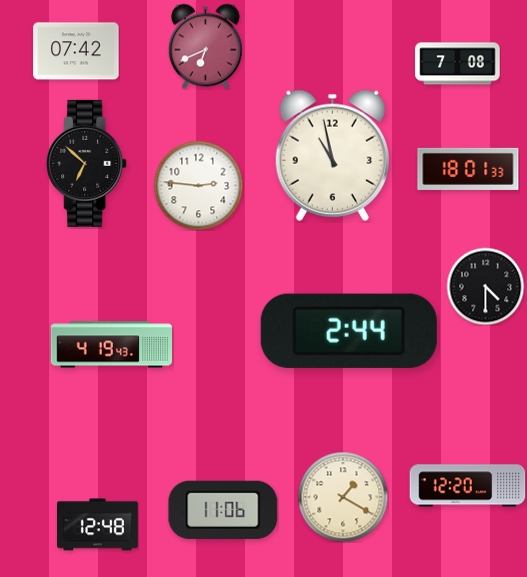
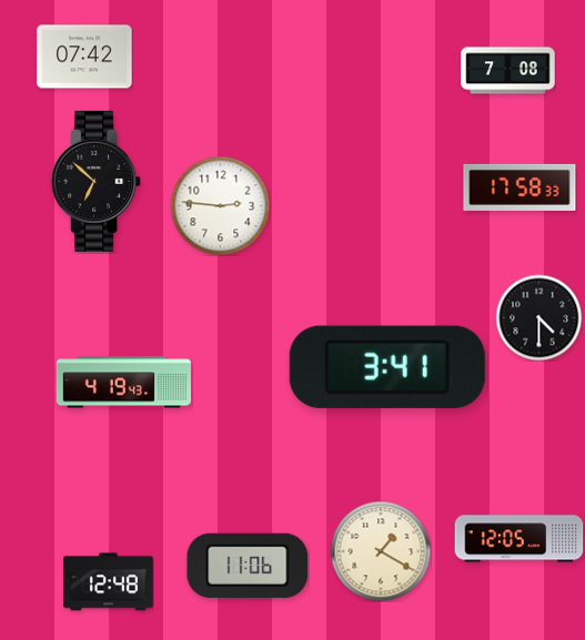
clock at (205, 46): 6:41 -> none
clock at (332, 155): 10:58 -> none
clock at (468, 169): 18:01 -> 17:58
clock at (349, 331): 2:44 -> 3:41
clock at (468, 486): 12:20 -> 12:05
